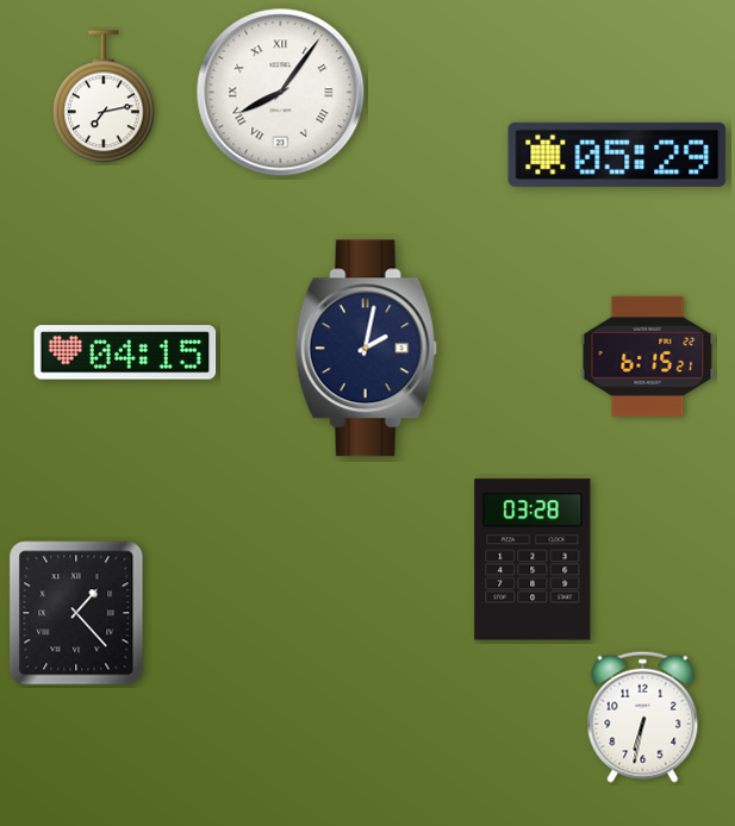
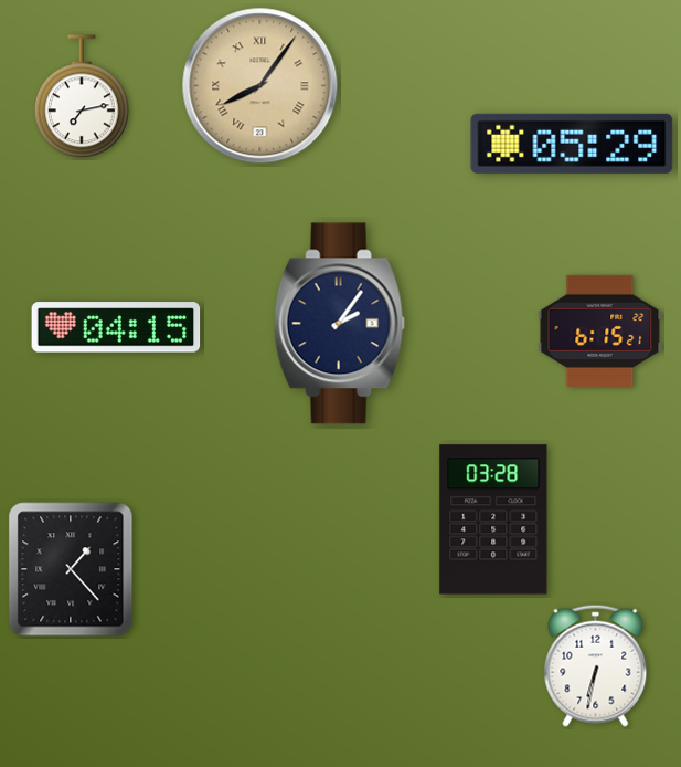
clock at (281, 93) dial: white -> champagne
clock at (105, 98) position: (105, 98) -> (83, 97)
clock at (366, 349): 2:02 -> 2:06
